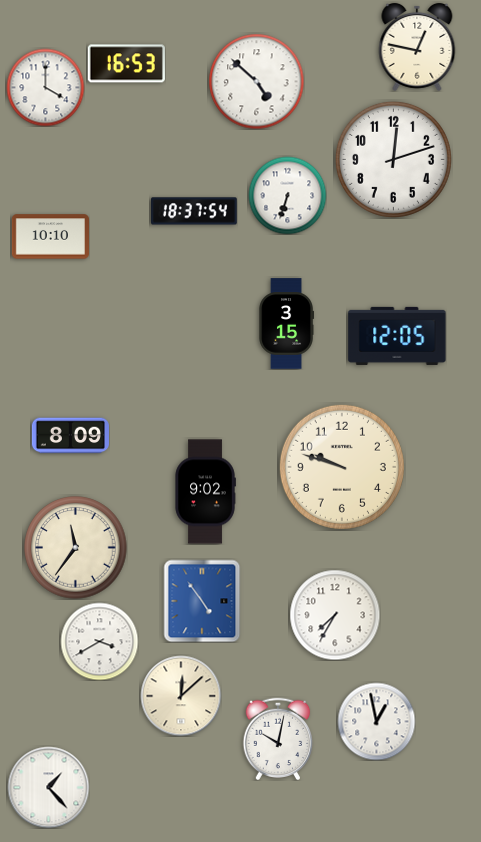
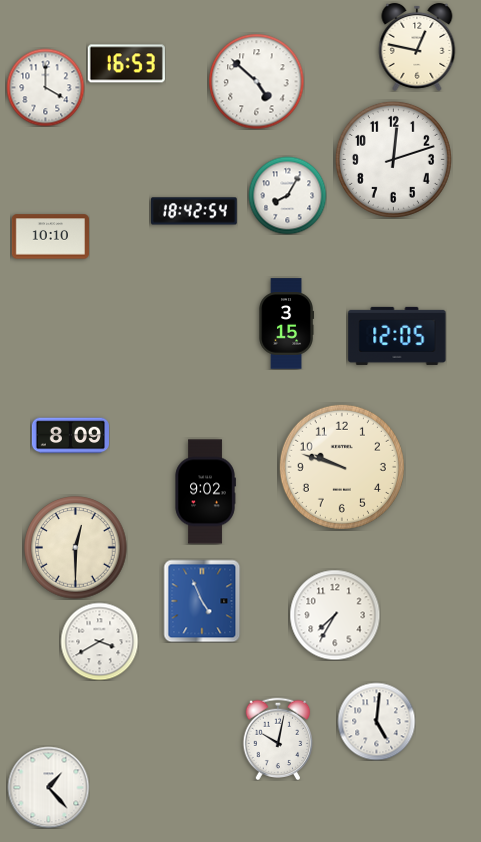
clock at (287, 195): 6:33 -> 8:05
clock at (195, 211): 18:37 -> 18:42
clock at (76, 548): 11:36 -> 12:30
clock at (202, 601): 4:54 -> 4:56
clock at (181, 696): 12:08 -> none
clock at (376, 721): 12:58 -> 5:01
